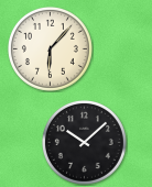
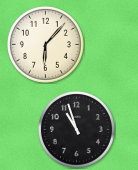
clock at (84, 142): 10:08 -> 10:57
